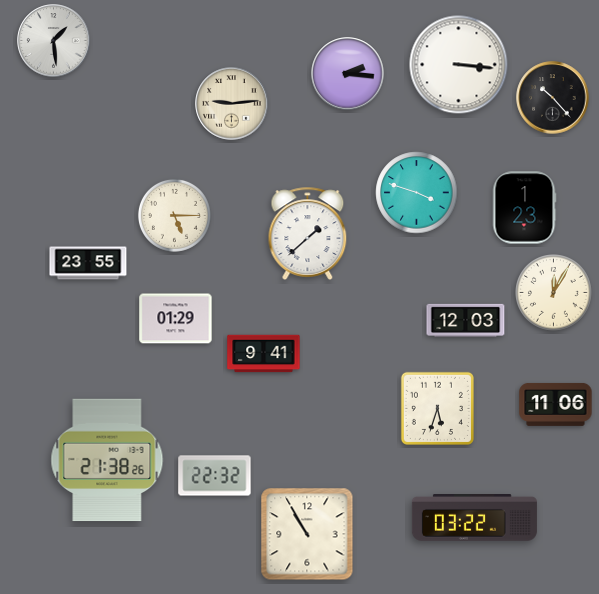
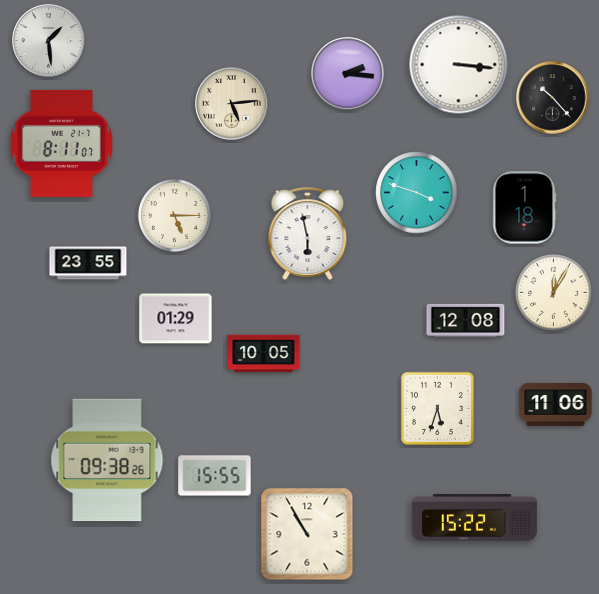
clock at (54, 41) position: (54, 41) -> (49, 41)
clock at (232, 104): 9:14 -> 5:14
clock at (61, 143): none -> 8:11
clock at (524, 208): 1:23 -> 1:18
clock at (308, 233): 1:38 -> 5:58
clock at (466, 320): 12:03 -> 12:08
clock at (264, 354): 9:41 -> 10:05
clock at (107, 460): 21:38 -> 09:38
clock at (215, 476): 22:32 -> 15:55
clock at (474, 518): 03:22 -> 15:22
